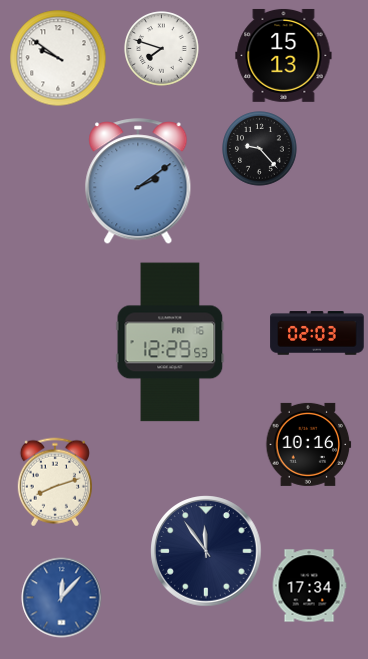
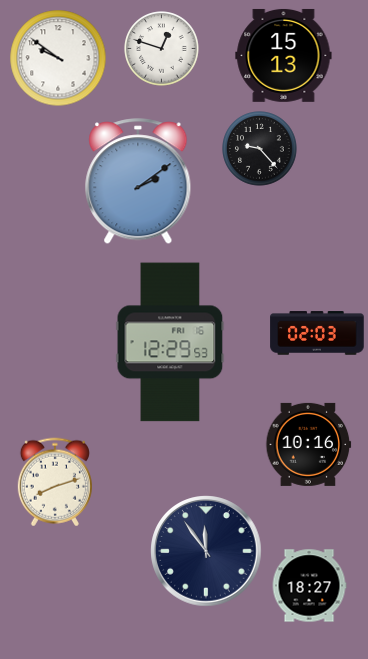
clock at (162, 49): 7:48 -> 12:48
clock at (309, 586): 17:34 -> 18:27
clock at (62, 598): 12:07 -> none
